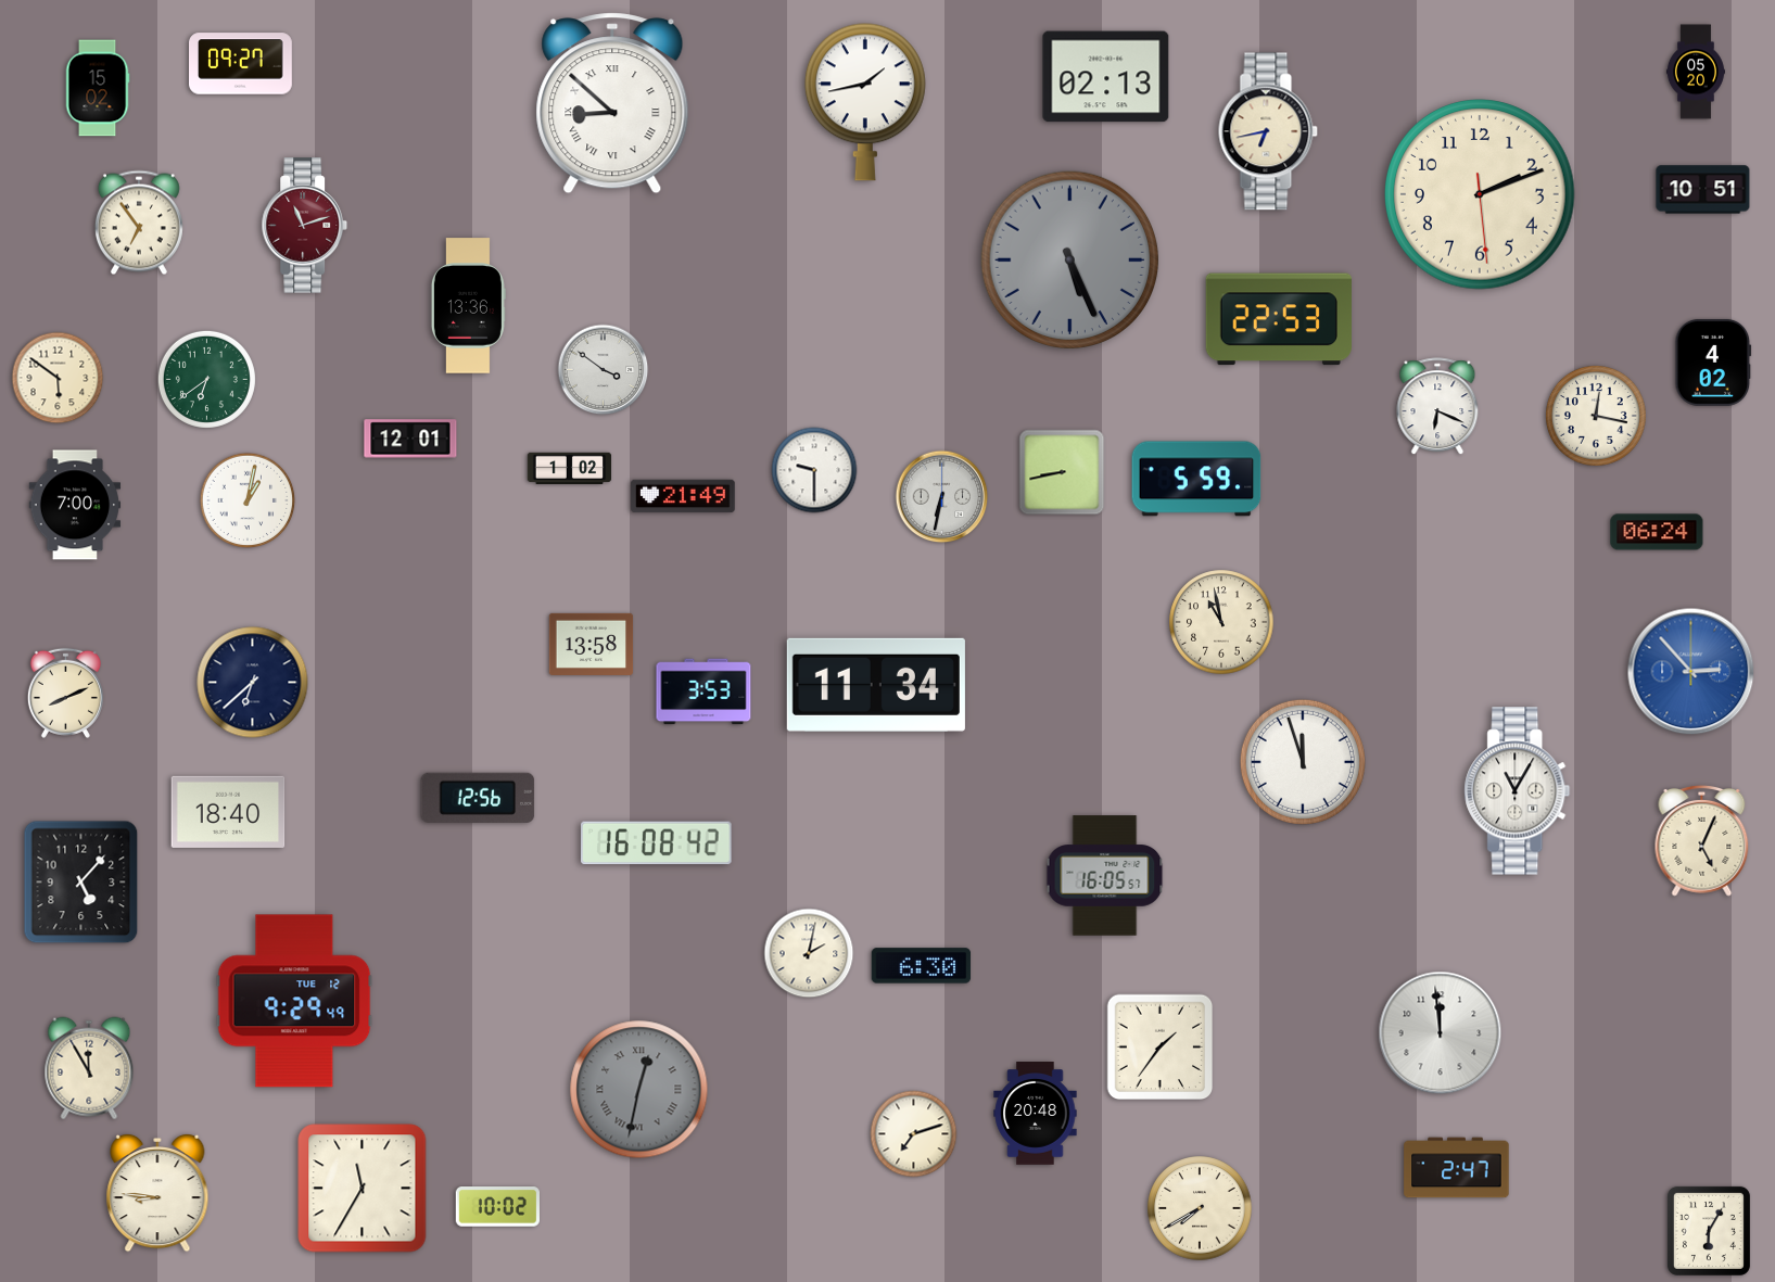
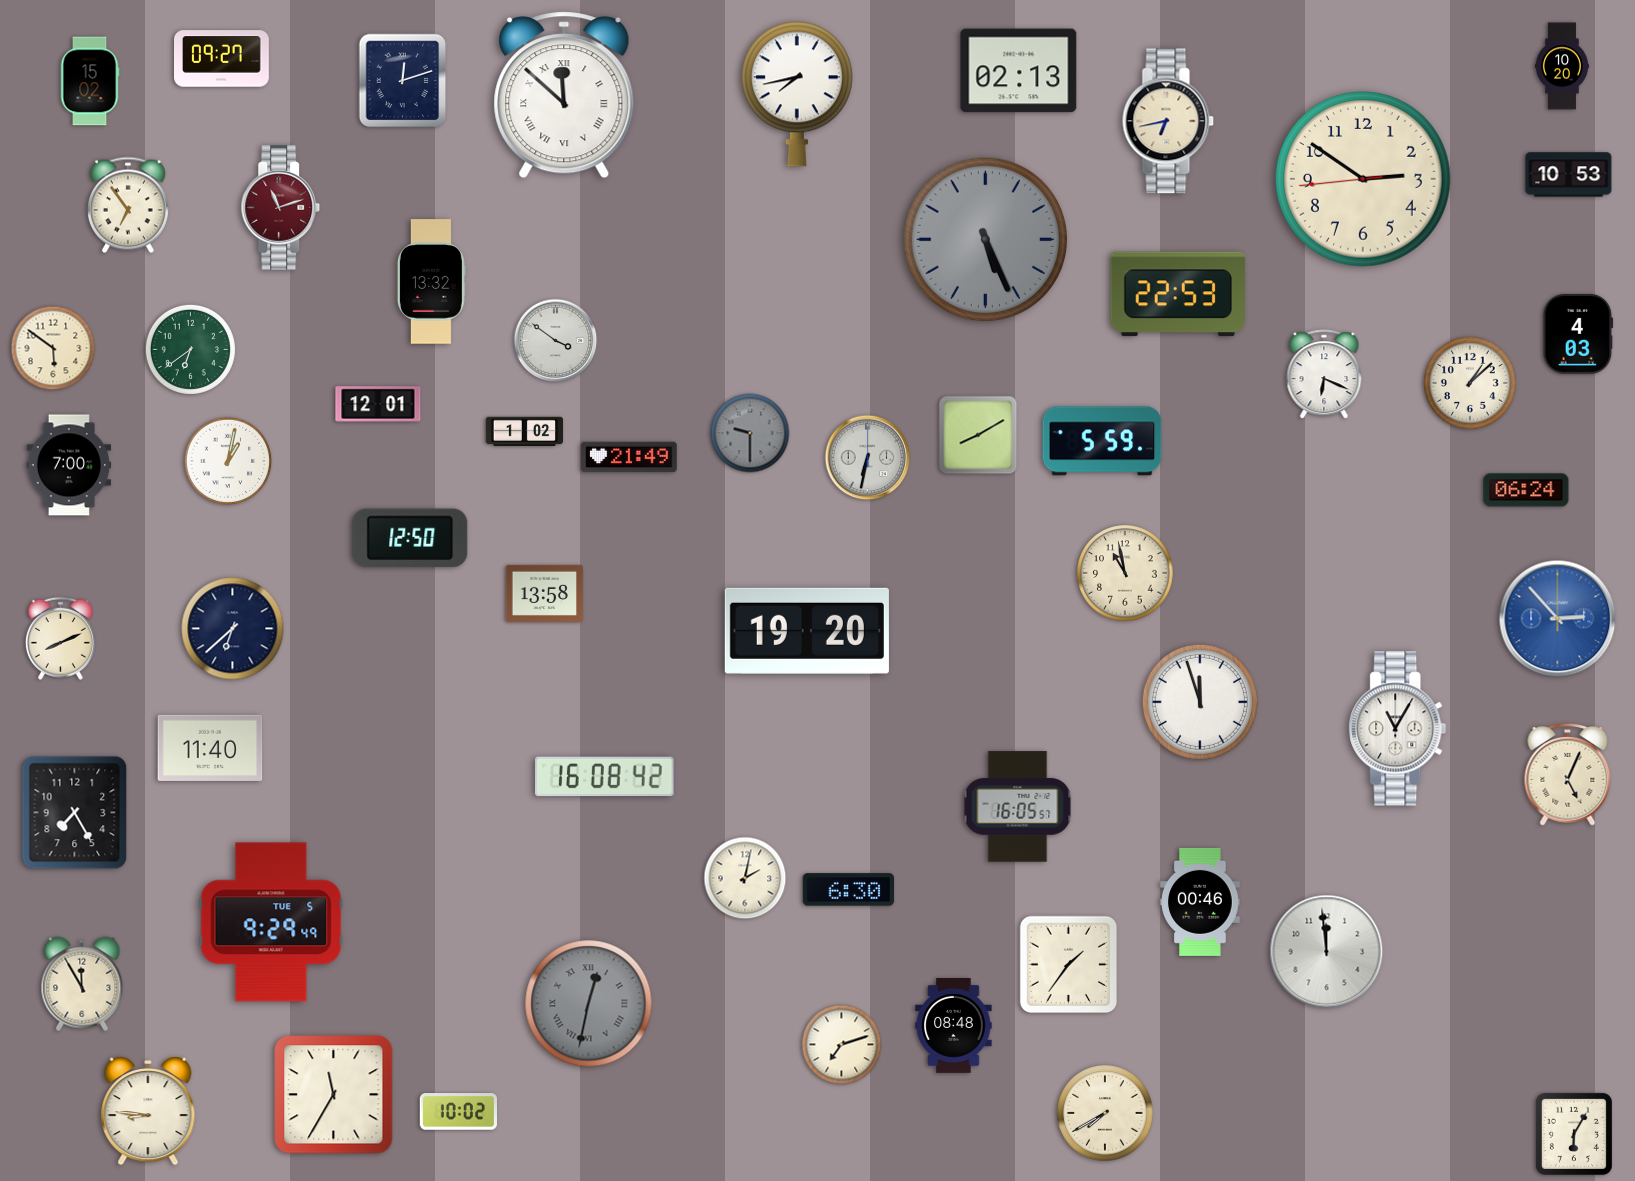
clock at (1696, 72): 05:20 -> 10:20
clock at (403, 81): none -> 12:12
clock at (865, 102): 1:43 -> 7:43
clock at (612, 103): 8:52 -> 11:52
clock at (1703, 190): 10:51 -> 10:53
clock at (1480, 194): 2:11 -> 2:50
clock at (468, 306): 13:36 -> 13:32
clock at (1713, 363): 4:02 -> 4:03
clock at (1596, 416): 12:17 -> 1:08
clock at (814, 470) dial: white -> grey
clock at (1062, 472): 8:43 -> 8:10
clock at (410, 538): none -> 12:50
clock at (876, 685): 11:34 -> 19:20
clock at (703, 691): 3:53 -> none
clock at (478, 798): 12:56 -> none
clock at (228, 812): 18:40 -> 11:40
clock at (81, 883): 5:07 -> 7:25
clock at (1200, 902): none -> 00:46
clock at (294, 1001) date: TUE 12 -> TUE 5
clock at (1036, 1114): 20:48 -> 08:48
clock at (1457, 1168): 2:47 -> none
clock at (157, 1193) position: (157, 1193) -> (148, 1111)
